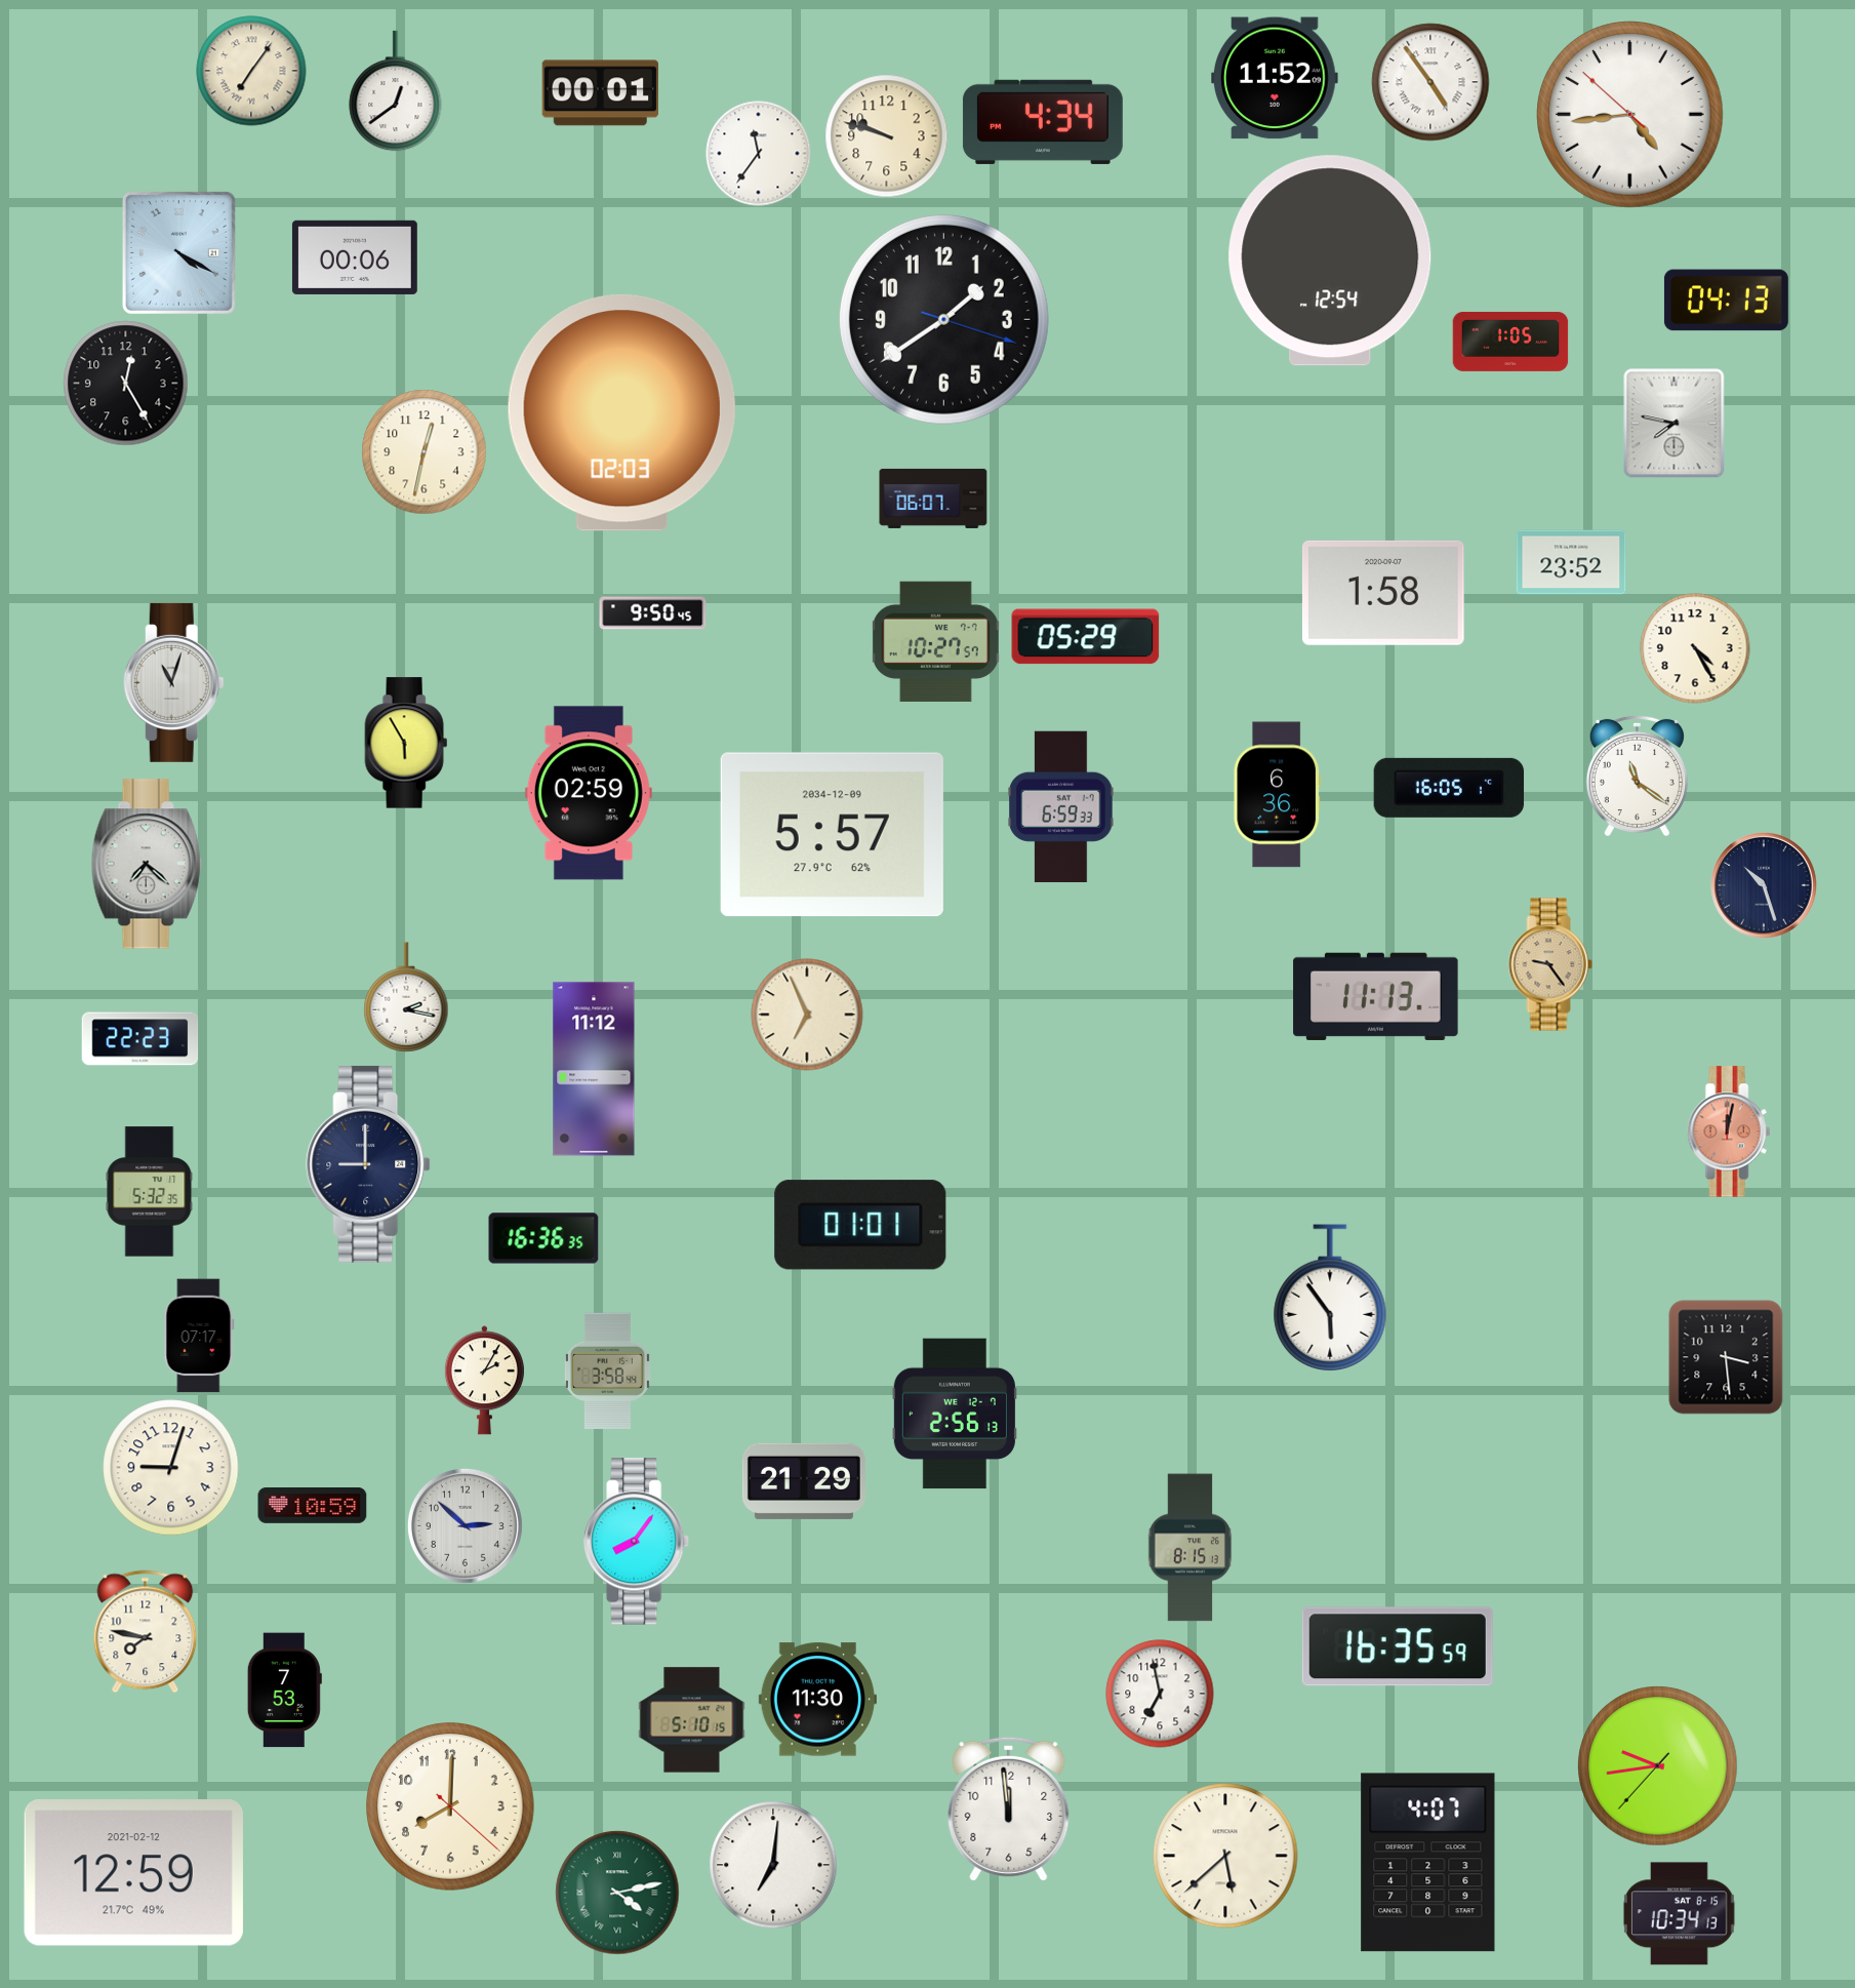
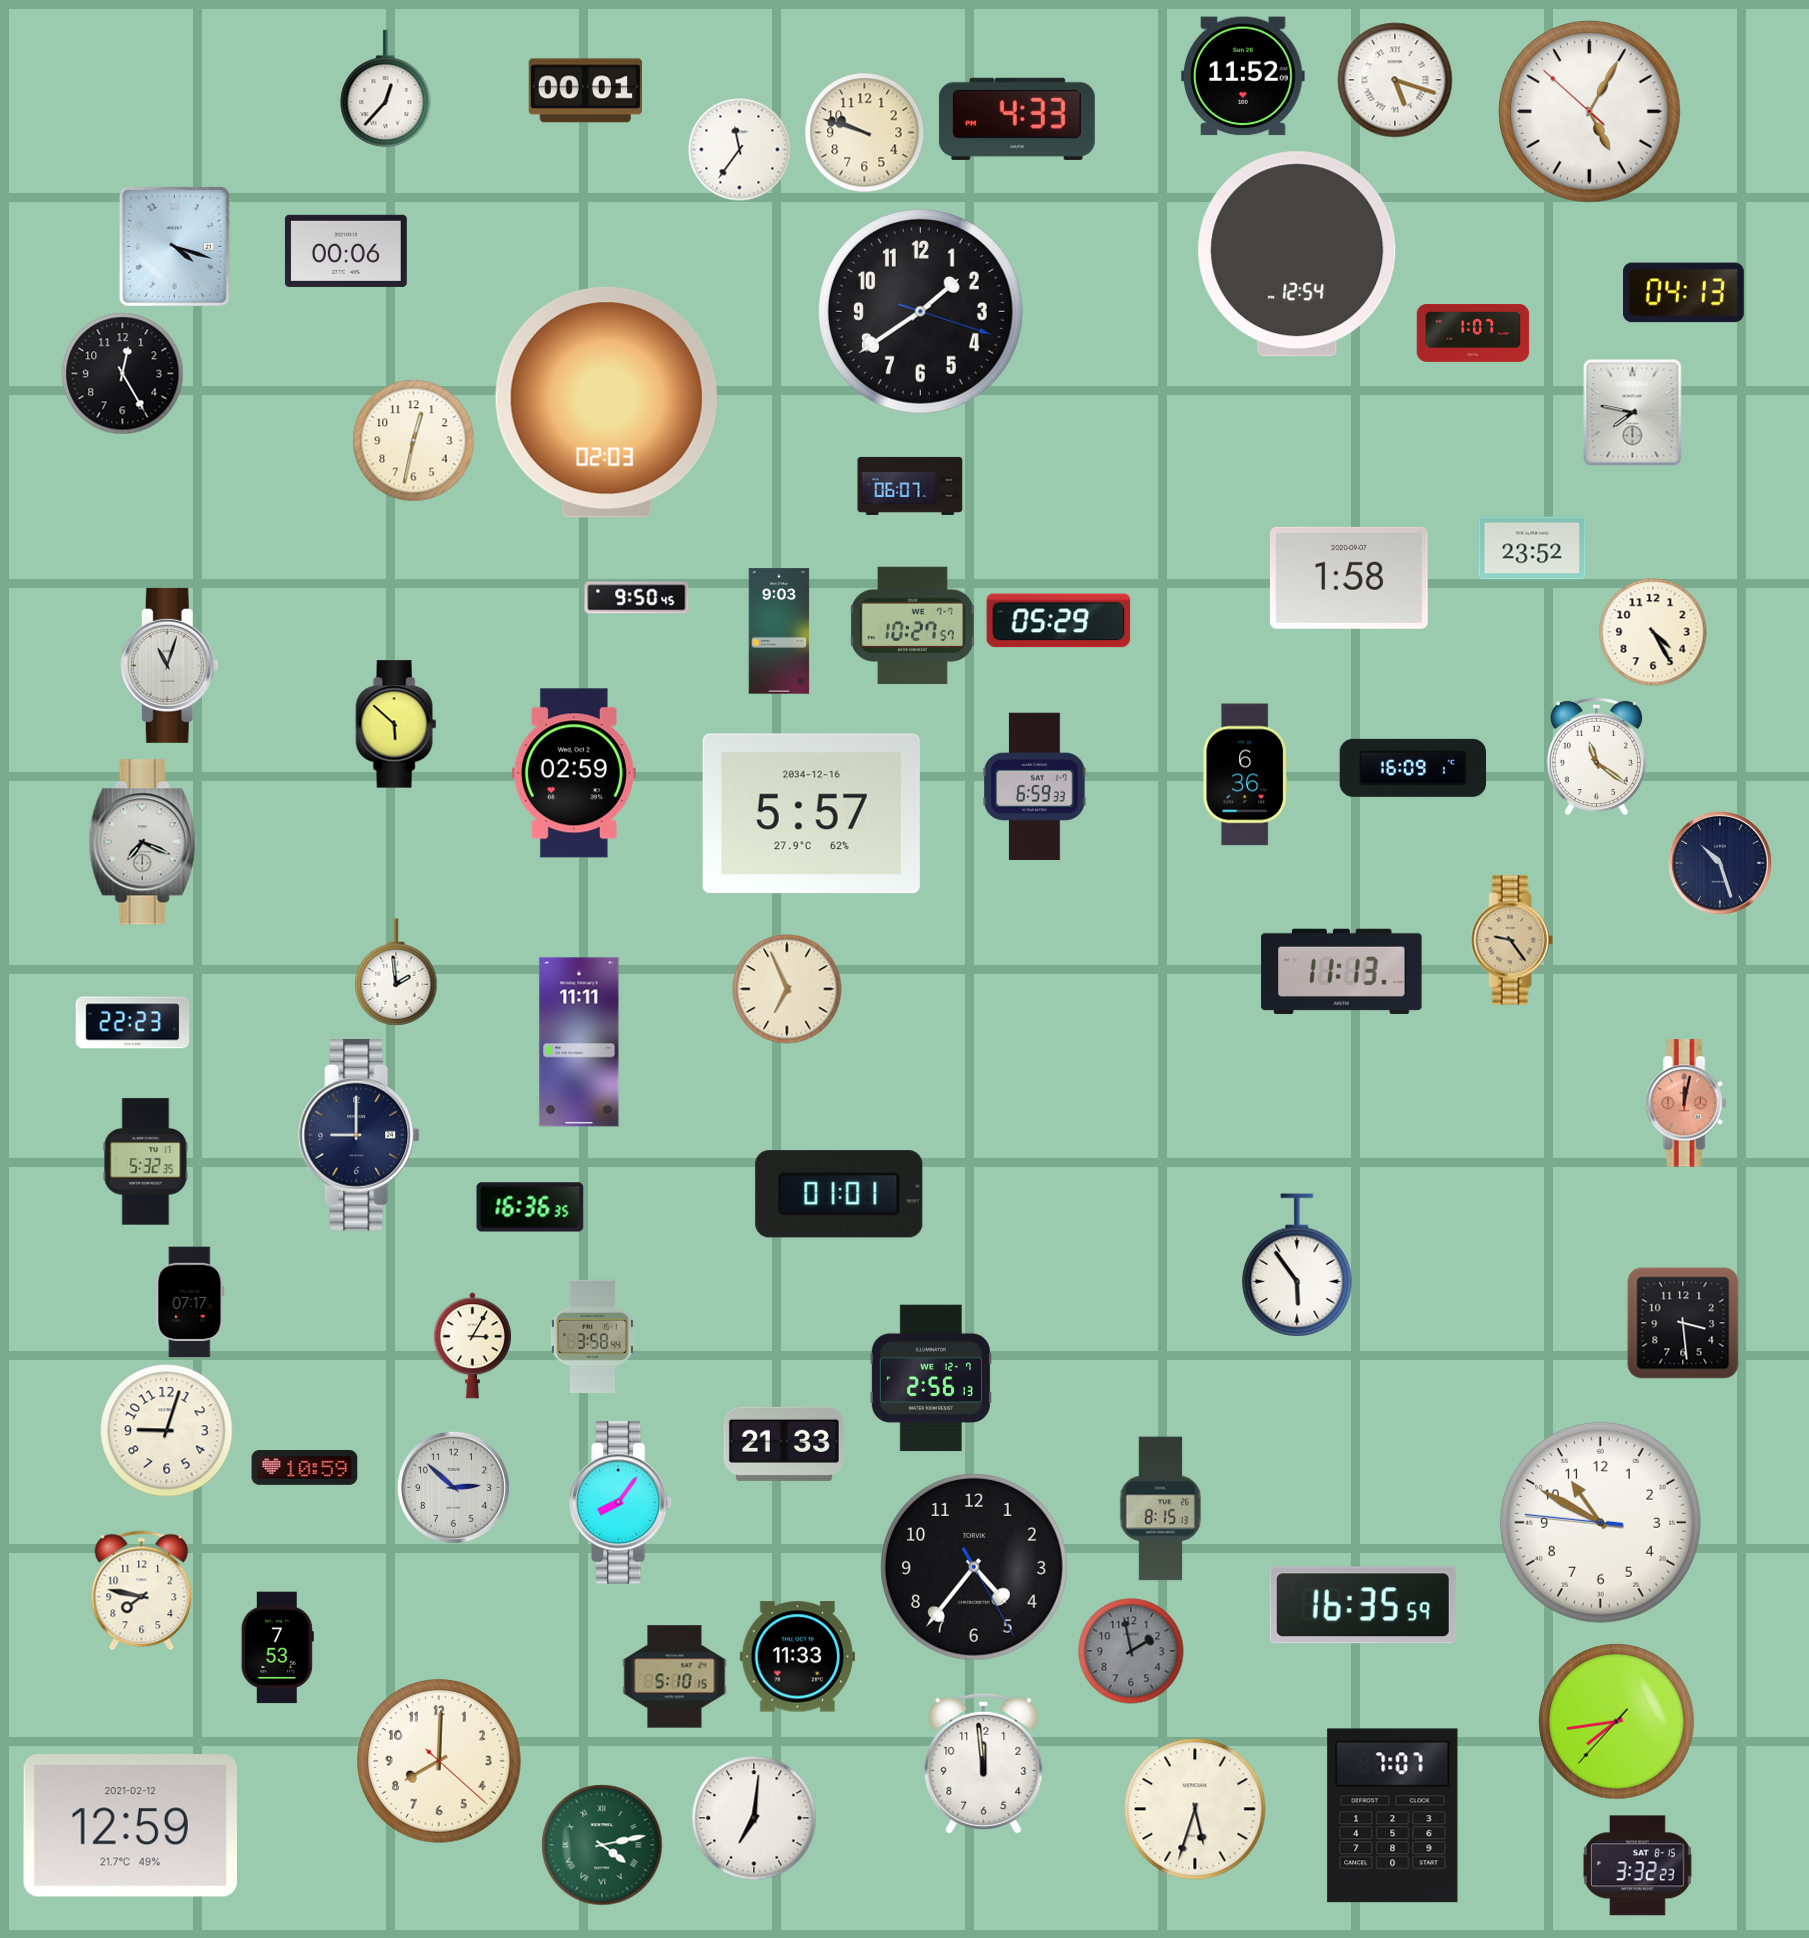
clock at (251, 71): 7:06 -> none
clock at (1430, 82): 4:54 -> 5:18
clock at (396, 91): 12:39 -> 12:37
clock at (1630, 115): 4:43 -> 5:04
clock at (1043, 122): 4:34 -> 4:33
clock at (178, 252): 4:20 -> 4:18
clock at (1510, 342): 1:05 -> 1:07
clock at (779, 631): none -> 9:03
clock at (406, 743): 5:55 -> 5:52
clock at (1449, 788): 16:05 -> 16:09
clock at (832, 835) date: 2034-12-09 -> 2034-12-16
clock at (147, 864): 7:22 -> 7:19
clock at (406, 997): 2:17 -> 1:59
clock at (140, 1039) position: (140, 1039) -> (133, 1023)
clock at (594, 1069): 11:12 -> 11:11
clock at (199, 1336) position: (199, 1336) -> (190, 1302)
clock at (484, 1381): 2:05 -> 3:05
clock at (804, 1481): 21:29 -> 21:33
clock at (1600, 1522): none -> 10:49
clock at (975, 1568): none -> 4:36
clock at (1160, 1694): 6:58 -> 1:58
clock at (1160, 1694) dial: white -> grey
clock at (817, 1700): 11:30 -> 11:33
clock at (1658, 1766): 9:43 -> 7:43
clock at (1225, 1856): 5:38 -> 5:33
clock at (1428, 1863): 4:07 -> 7:07
clock at (1679, 1914): 10:34 -> 3:32
